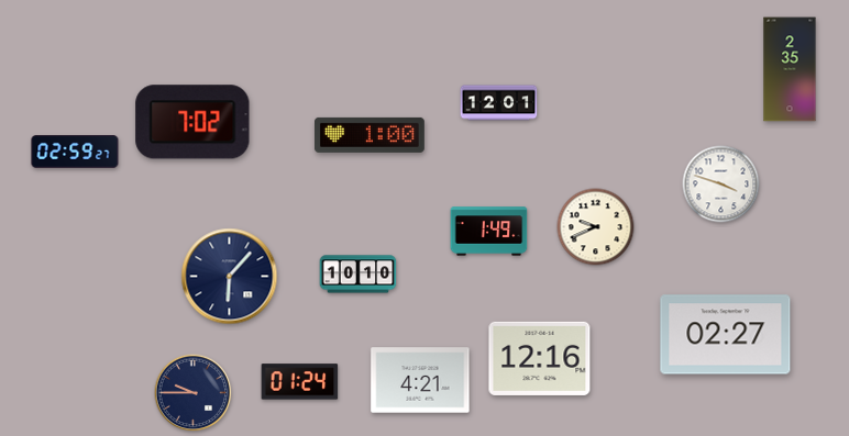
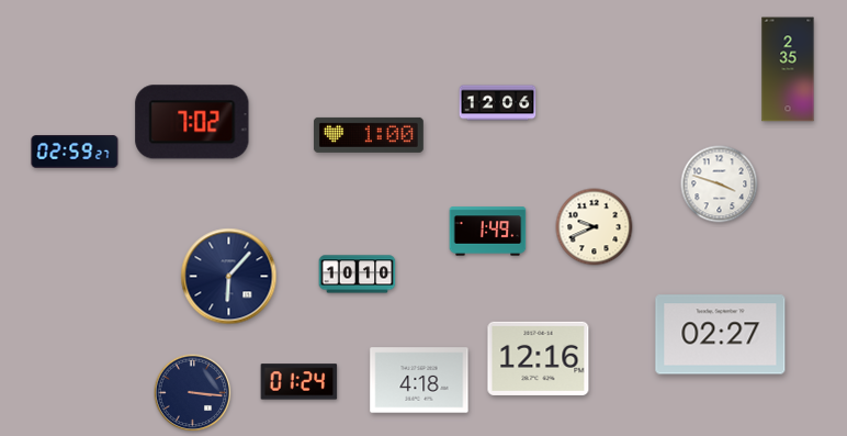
clock at (499, 103): 12:01 -> 12:06
clock at (726, 335) position: (726, 335) -> (721, 335)
clock at (420, 380): 4:21 -> 4:18
clock at (194, 393): 9:45 -> 3:16
